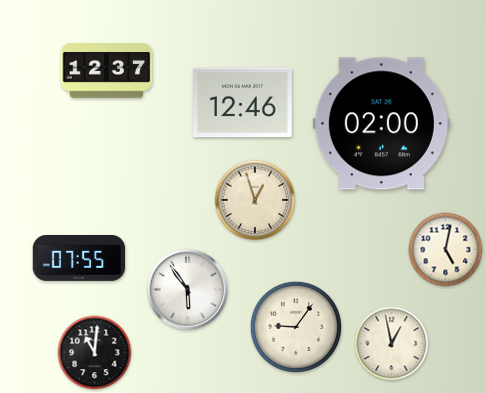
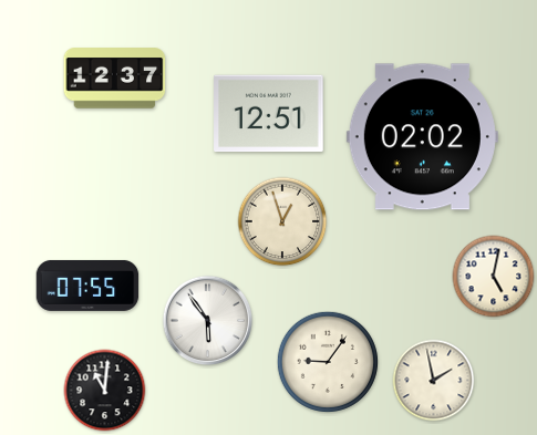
clock at (107, 71) position: (107, 71) -> (115, 79)
clock at (243, 103): 12:46 -> 12:51
clock at (381, 124): 02:00 -> 02:02
clock at (392, 344): 12:58 -> 1:58
